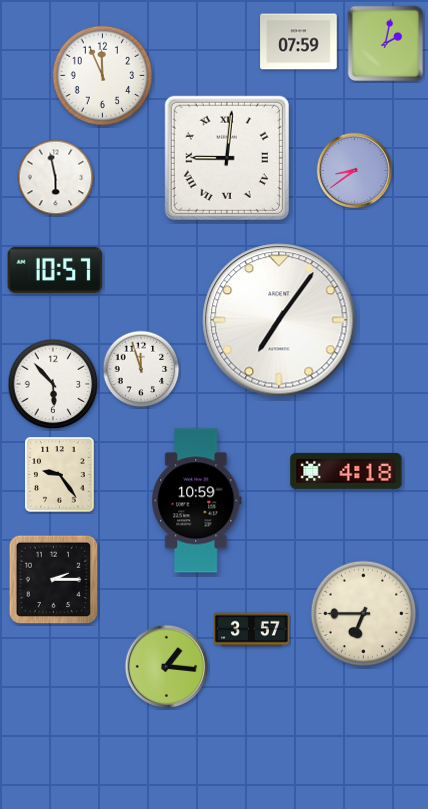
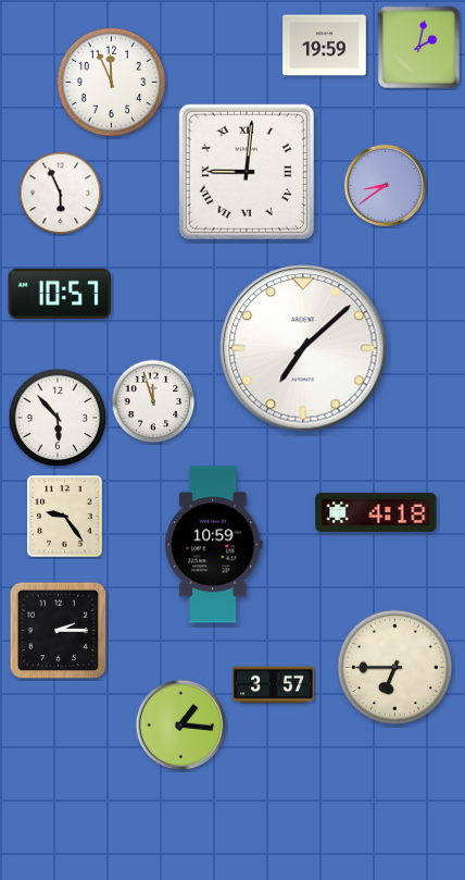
clock at (299, 42): 07:59 -> 19:59
clock at (56, 178): 5:58 -> 5:56
clock at (279, 320): 7:06 -> 7:08
